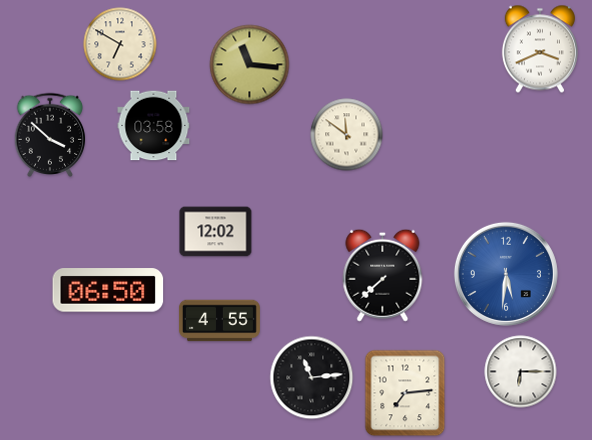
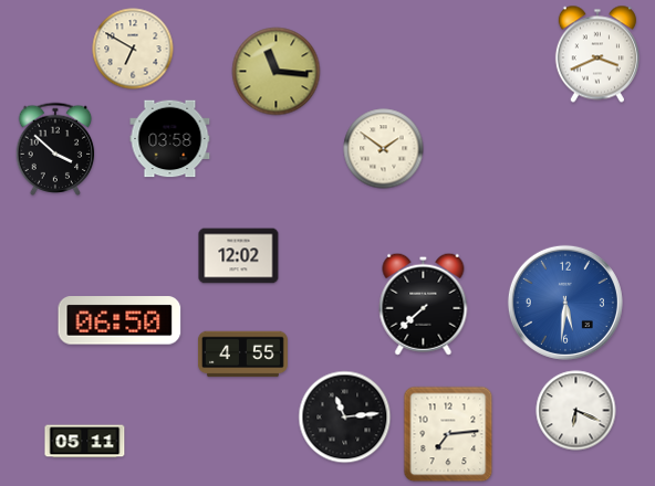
clock at (347, 135): 11:51 -> 1:51
clock at (506, 274) position: (506, 274) -> (565, 303)
clock at (521, 372): 6:15 -> 6:19
clock at (85, 442): none -> 05:11
